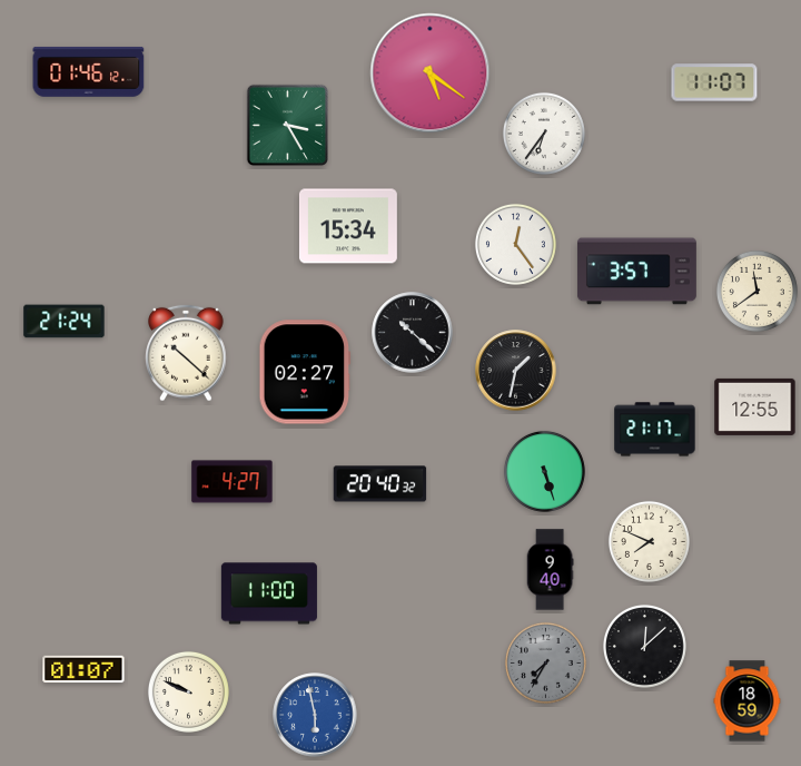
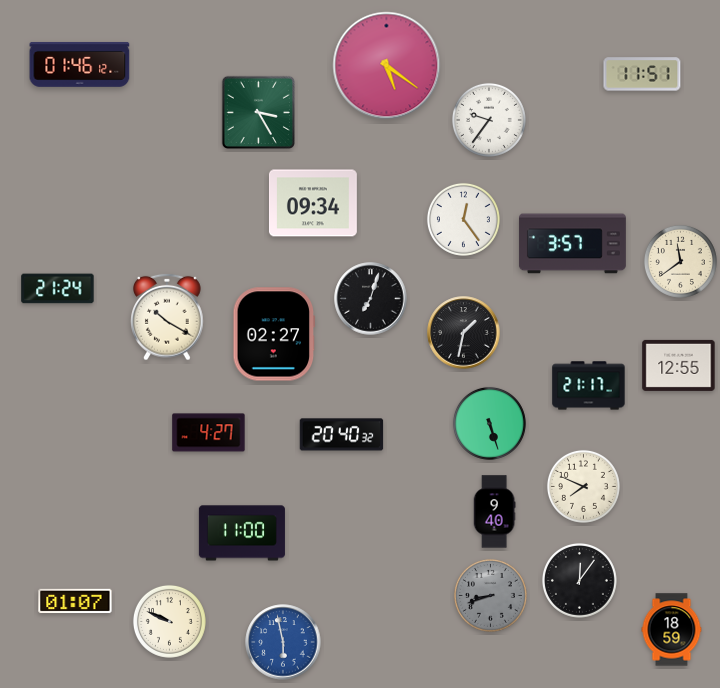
clock at (714, 82): 11:07 -> 11:51
clock at (544, 134): 6:36 -> 9:36
clock at (348, 226): 15:34 -> 09:34
clock at (413, 333): 10:22 -> 7:03
clock at (186, 353): 10:22 -> 10:20
clock at (644, 646): 12:08 -> 12:06
clock at (545, 662): 7:35 -> 8:42
